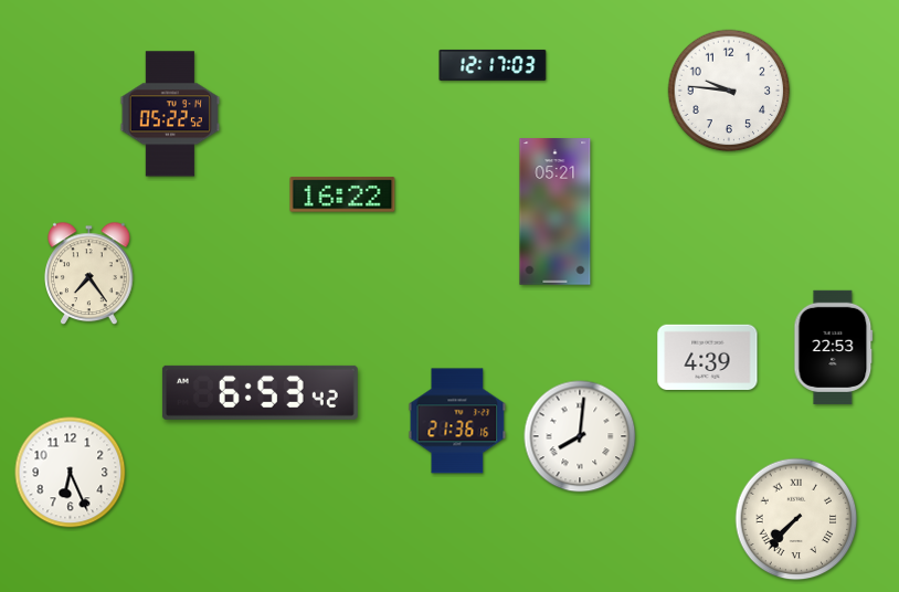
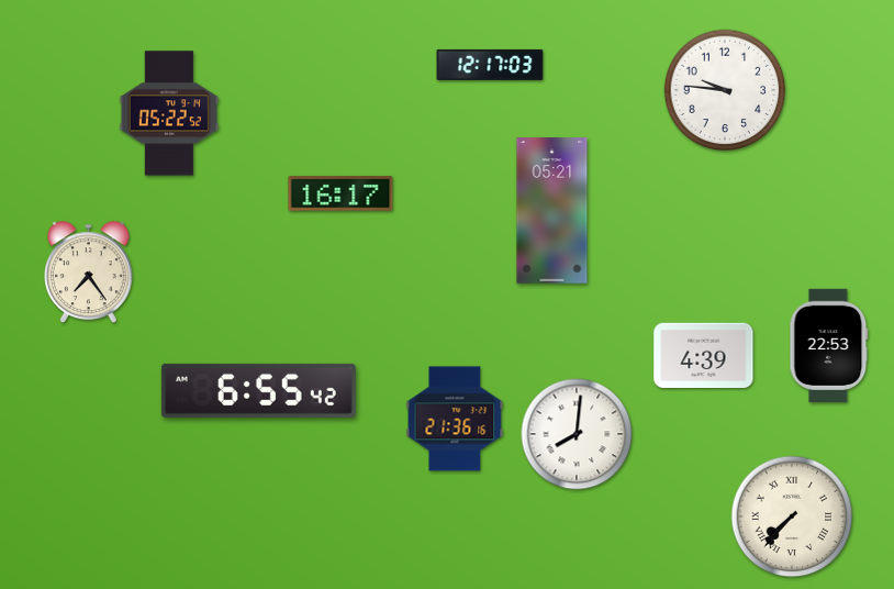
clock at (342, 194): 16:22 -> 16:17
clock at (260, 392): 6:53 -> 6:55
clock at (71, 473): 6:26 -> none
